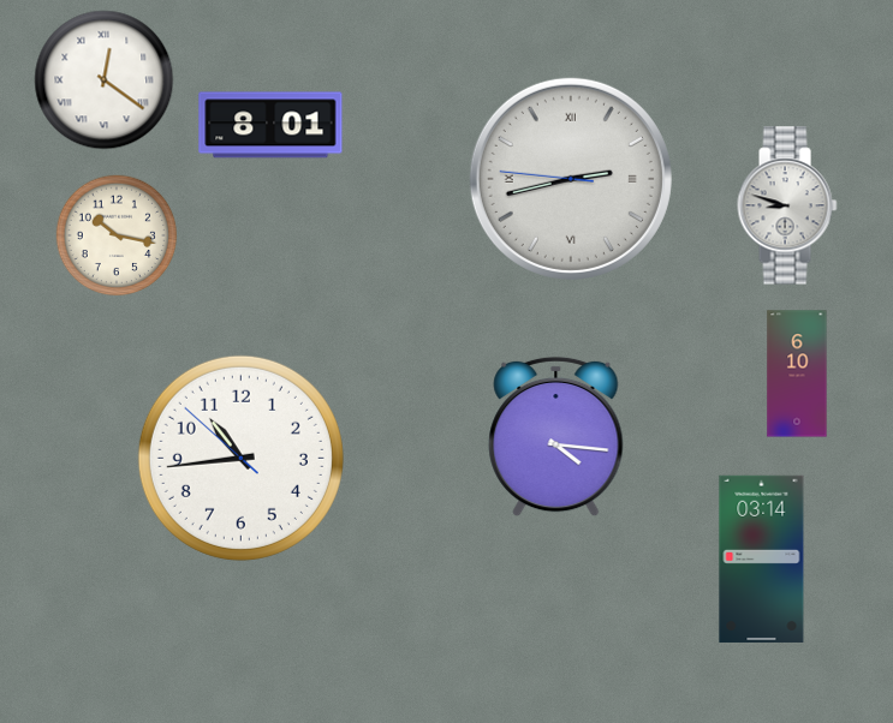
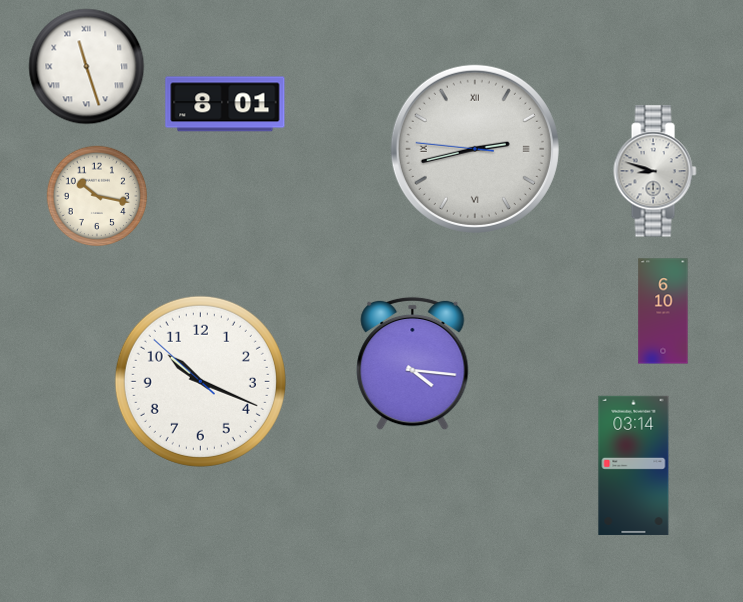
clock at (105, 80): 12:21 -> 11:27
clock at (556, 437) position: (556, 437) -> (413, 364)
clock at (240, 458): 10:43 -> 10:18
